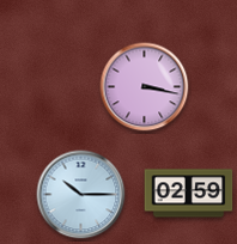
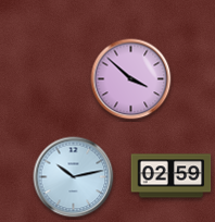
clock at (145, 87): 3:17 -> 3:52
clock at (81, 195): 10:15 -> 10:13
